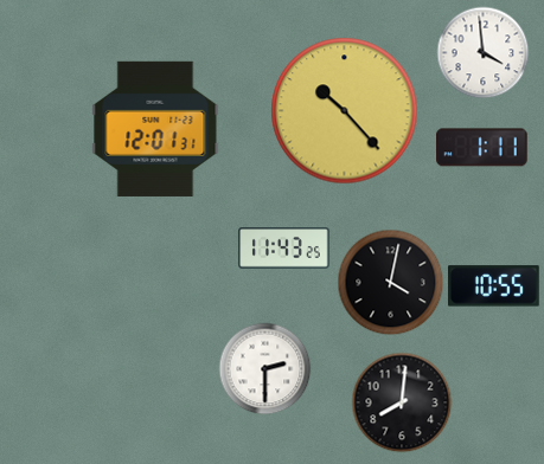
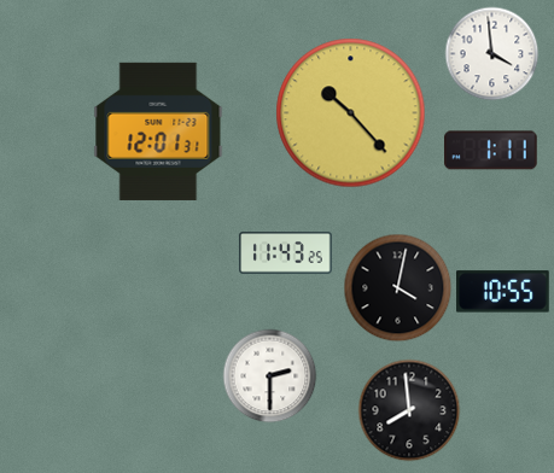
clock at (284, 249) position: (284, 249) -> (286, 253)
clock at (402, 402): 8:01 -> 7:59
